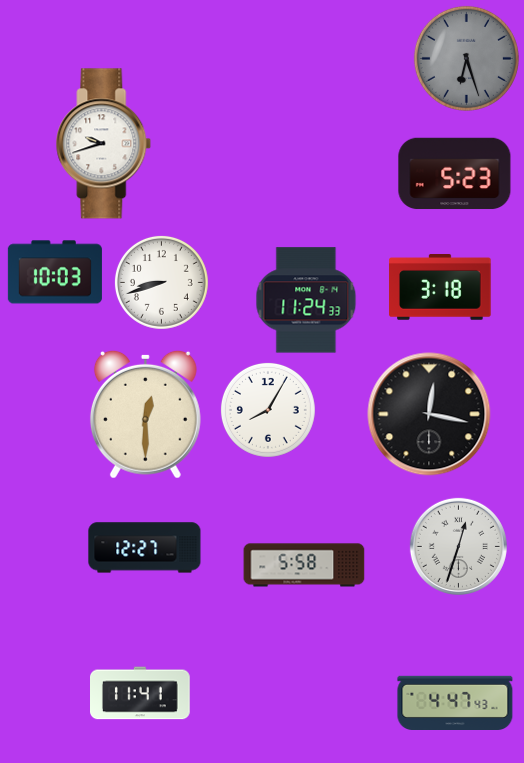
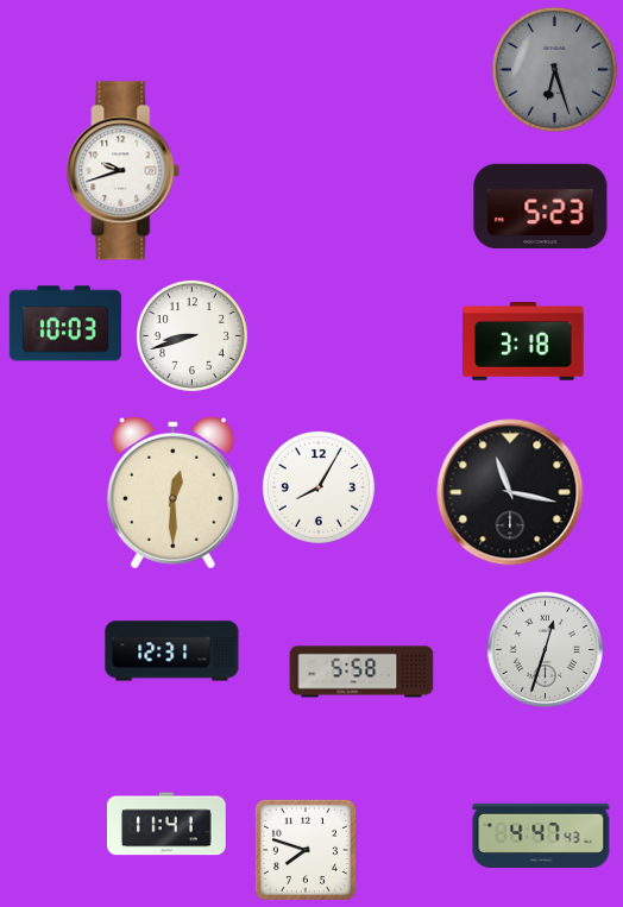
clock at (306, 300): 11:24 -> none
clock at (429, 414): 12:17 -> 11:17
clock at (145, 548): 12:27 -> 12:31
clock at (306, 850): none -> 7:48
